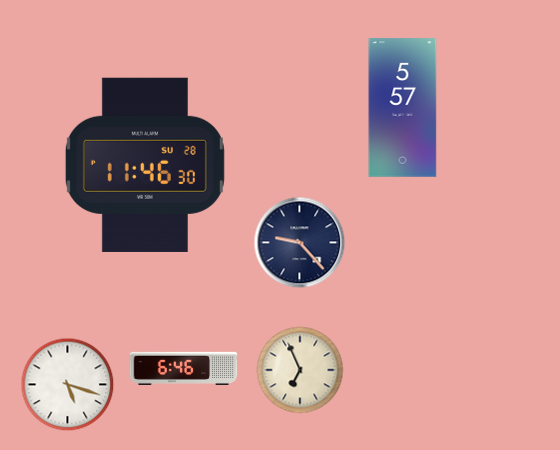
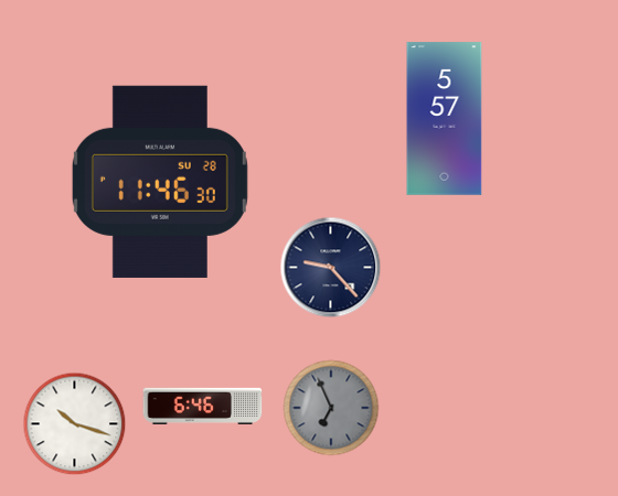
clock at (300, 370) dial: cream -> grey
clock at (68, 385): 5:18 -> 10:18
